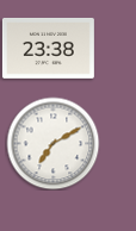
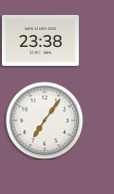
clock at (52, 143): 7:10 -> 7:06
